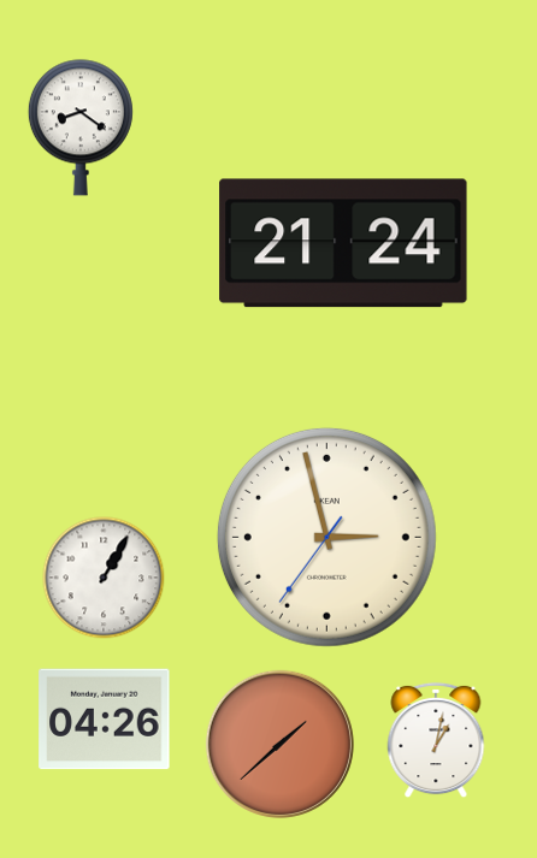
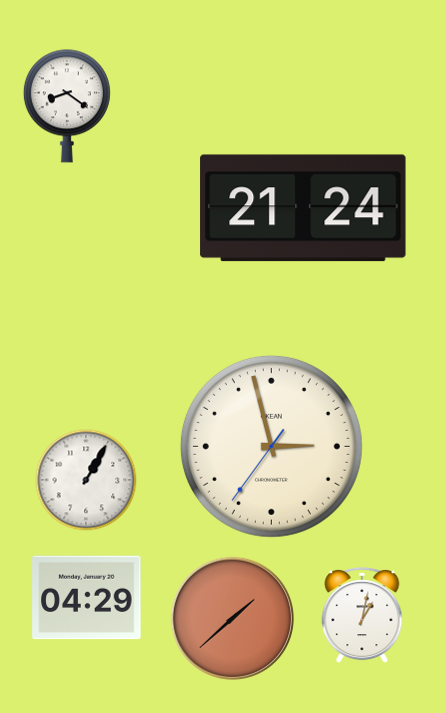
clock at (343, 243) position: (343, 243) -> (303, 208)
clock at (105, 720): 04:26 -> 04:29
